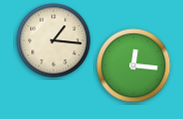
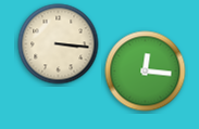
clock at (54, 41): 1:16 -> 3:16
